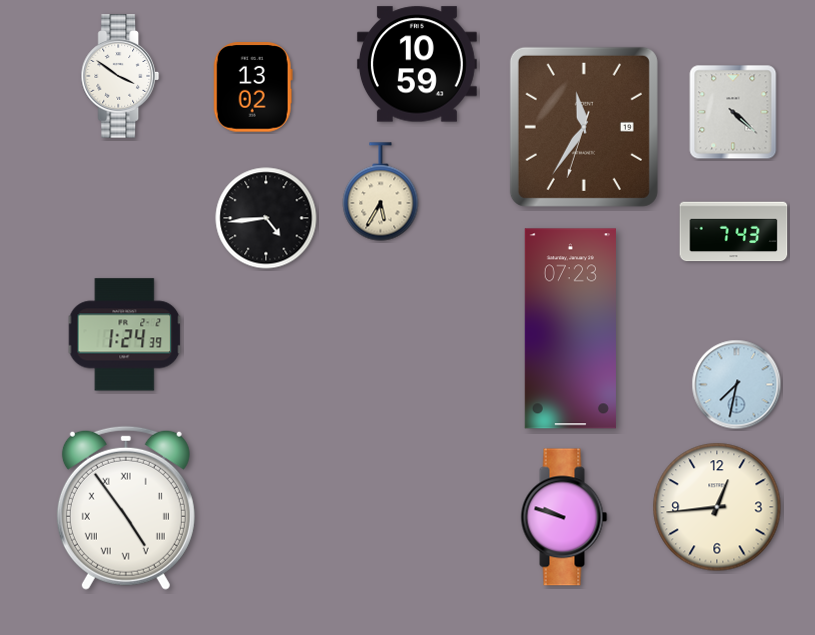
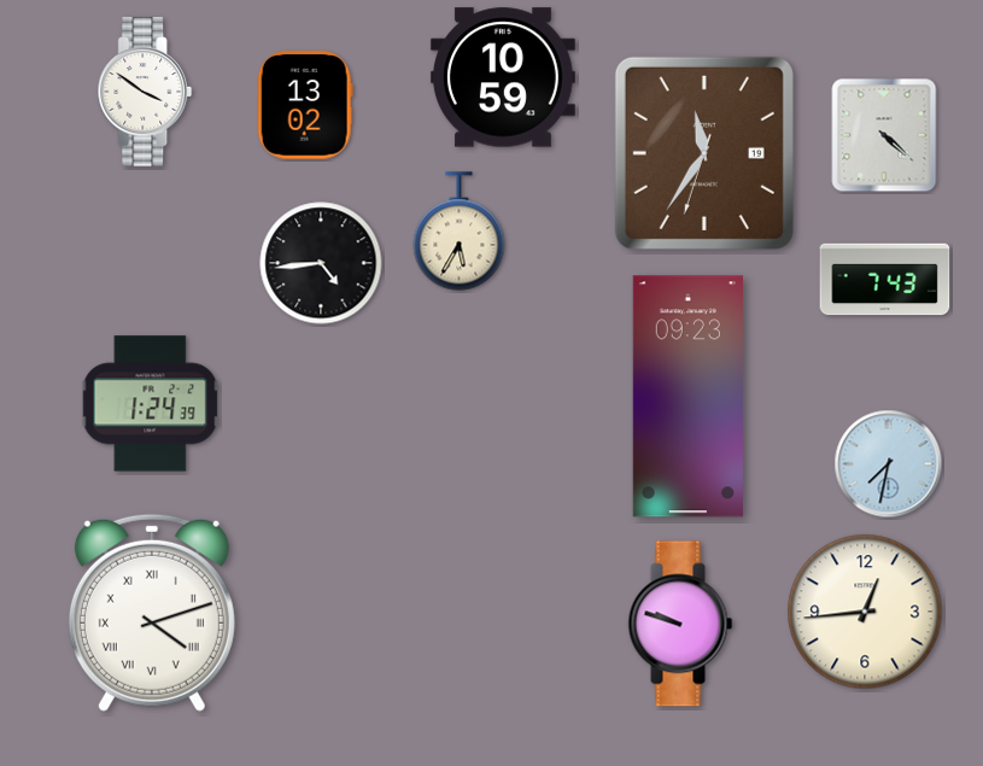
clock at (570, 329): 07:23 -> 09:23
clock at (126, 508): 4:54 -> 4:12
